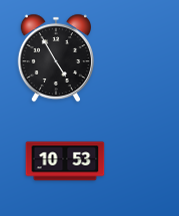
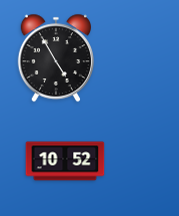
clock at (65, 161): 10:53 -> 10:52
